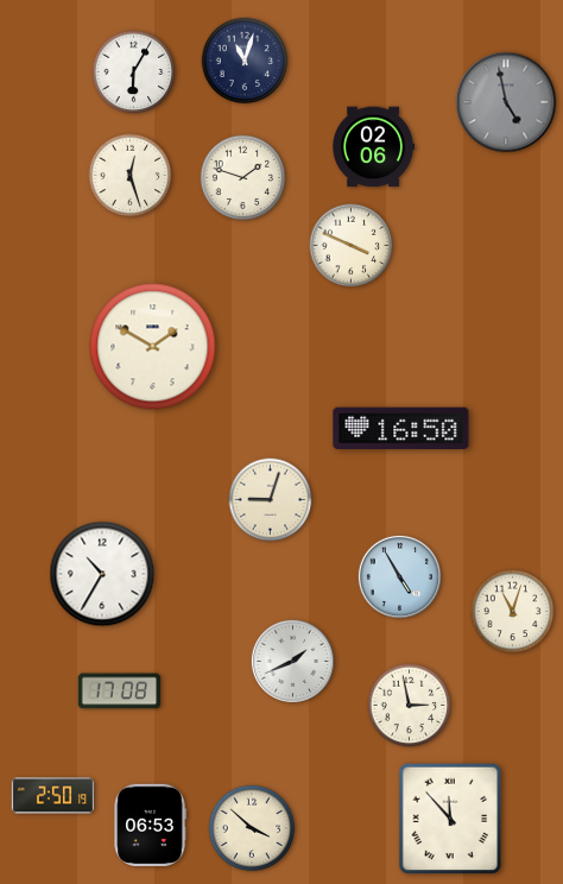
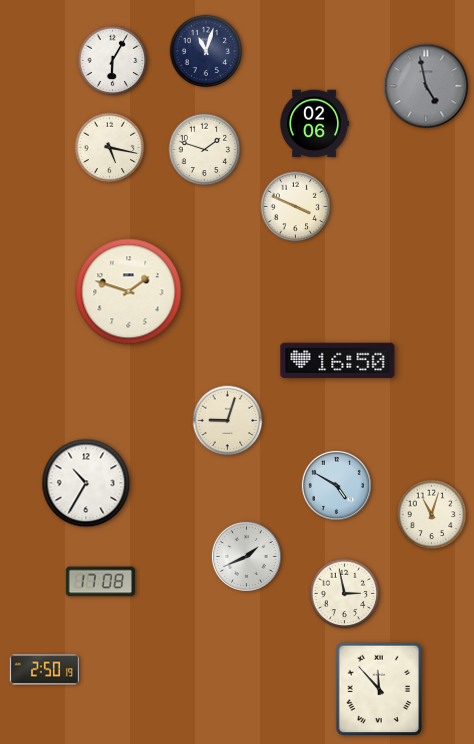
clock at (131, 176): 12:27 -> 5:17
clock at (153, 347): 1:50 -> 1:48
clock at (399, 576): 4:55 -> 4:50
clock at (150, 825): 06:53 -> none
clock at (252, 828): 3:52 -> none
